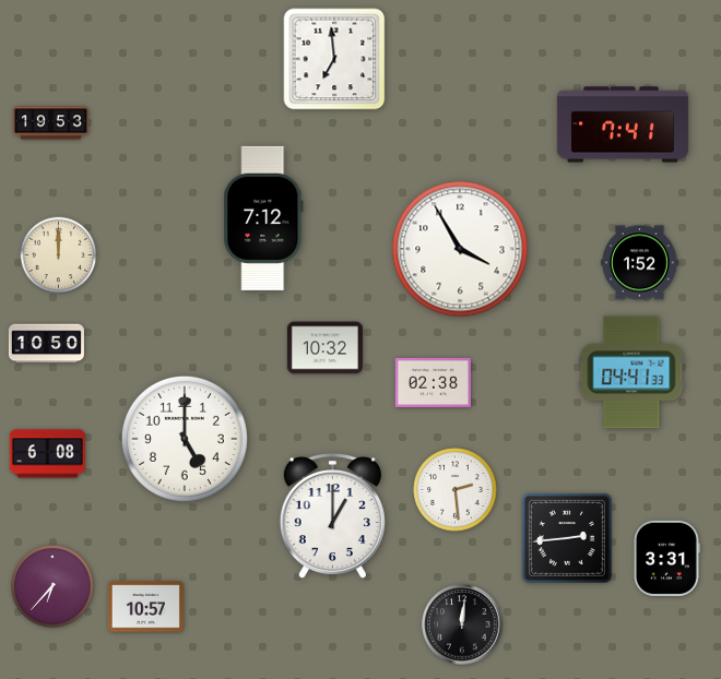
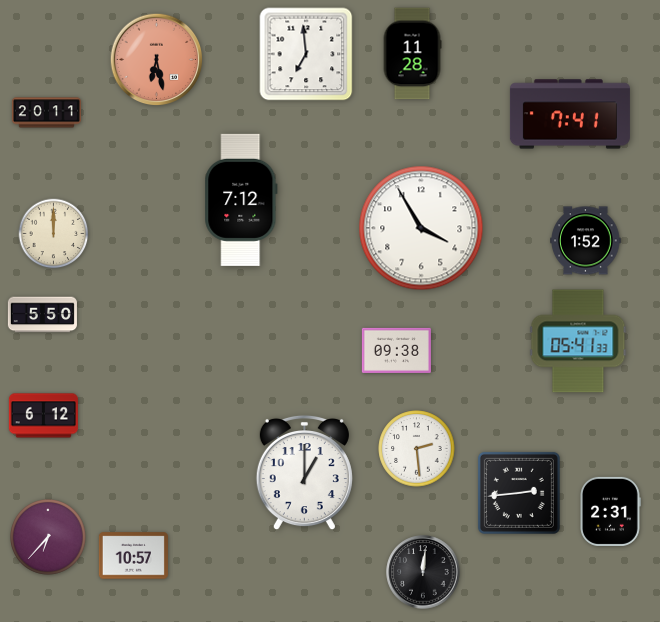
clock at (412, 54): none -> 11:28
clock at (157, 60): none -> 6:28
clock at (50, 123): 19:53 -> 20:11
clock at (46, 344): 10:50 -> 5:50
clock at (324, 348): 10:32 -> none
clock at (631, 372): 04:41 -> 05:41
clock at (433, 382): 02:38 -> 09:38
clock at (185, 439): 5:00 -> none
clock at (47, 454): 6:08 -> 6:12
clock at (666, 558): 3:31 -> 2:31
